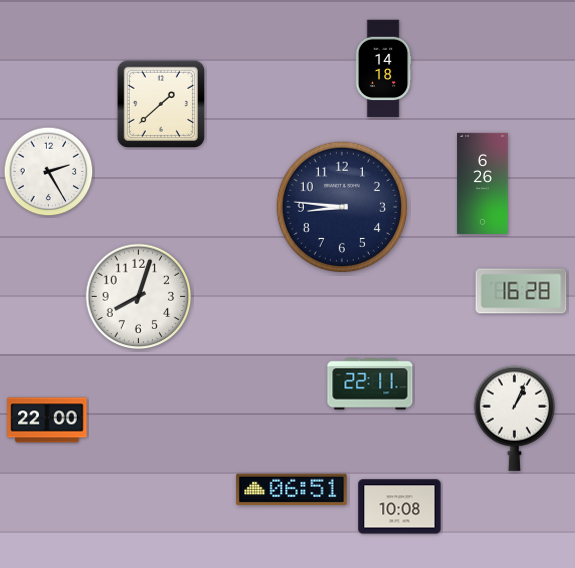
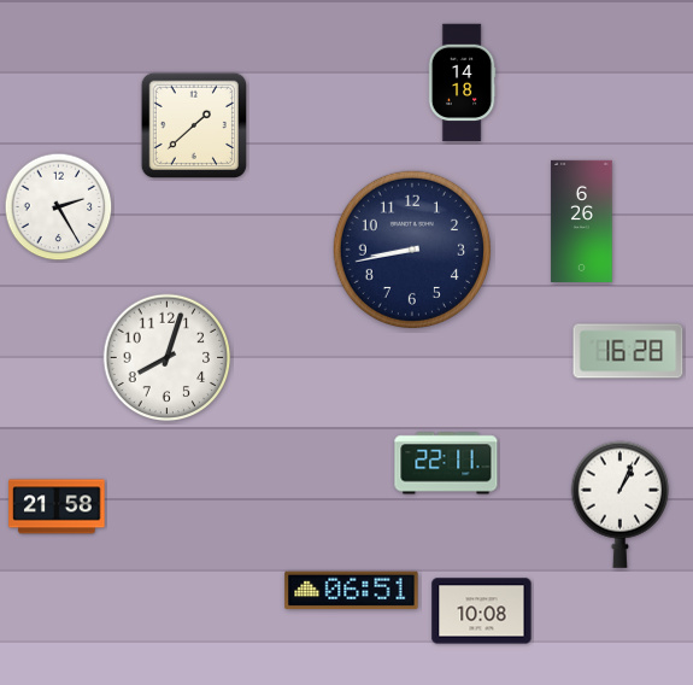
clock at (342, 207): 8:46 -> 8:43
clock at (47, 420): 22:00 -> 21:58
